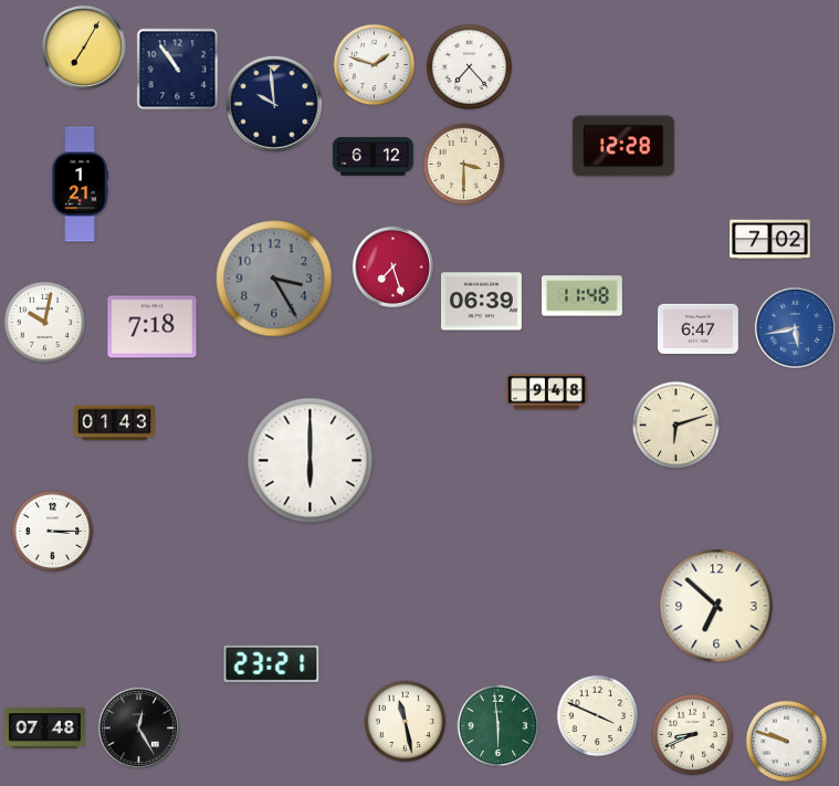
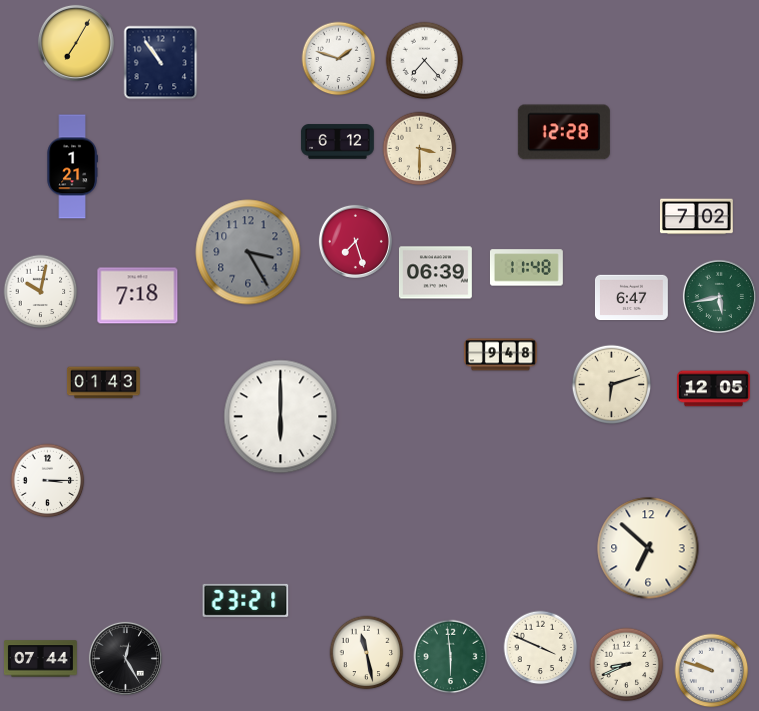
clock at (274, 104): 9:59 -> none
clock at (795, 327) dial: blue -> green
clock at (546, 392) position: (546, 392) -> (500, 355)
clock at (714, 389): none -> 12:05
clock at (45, 729): 07:48 -> 07:44
